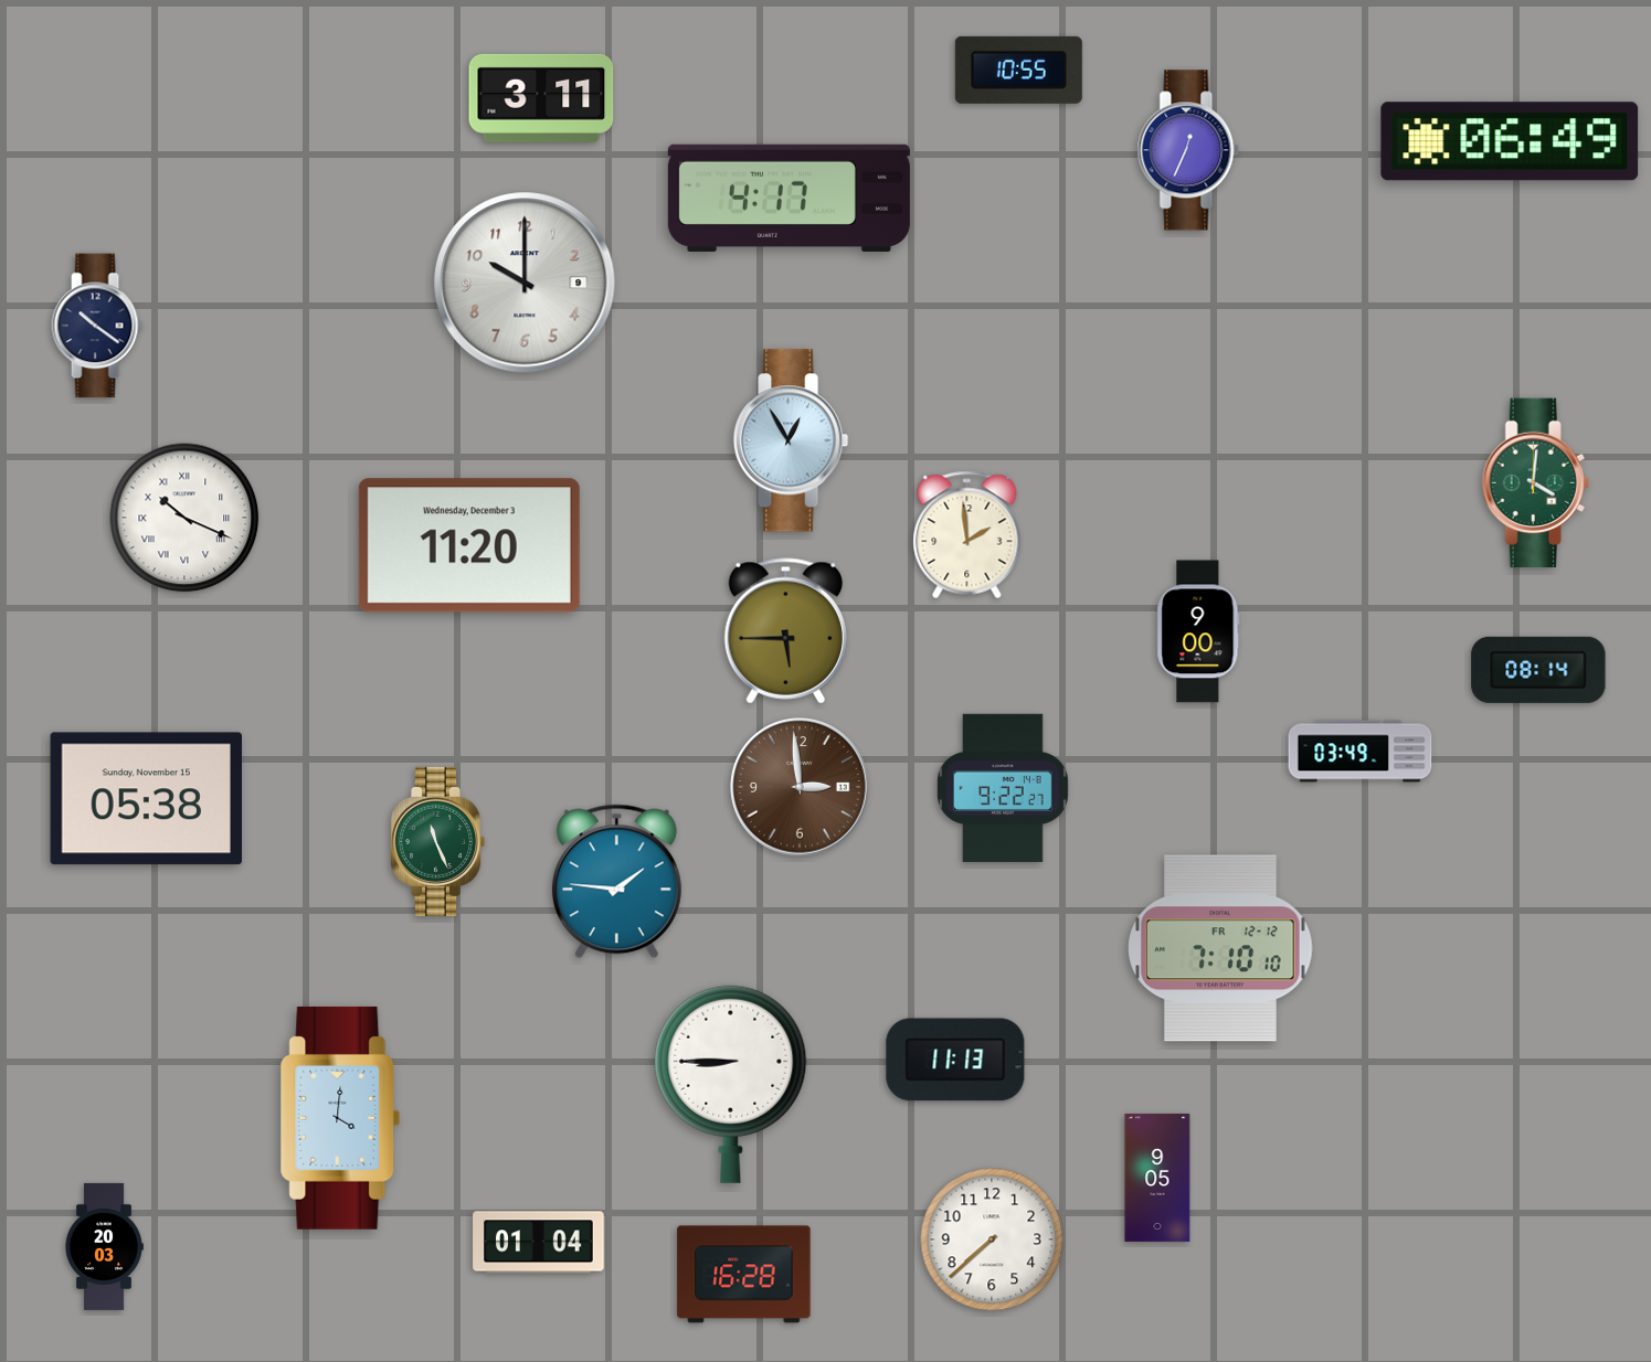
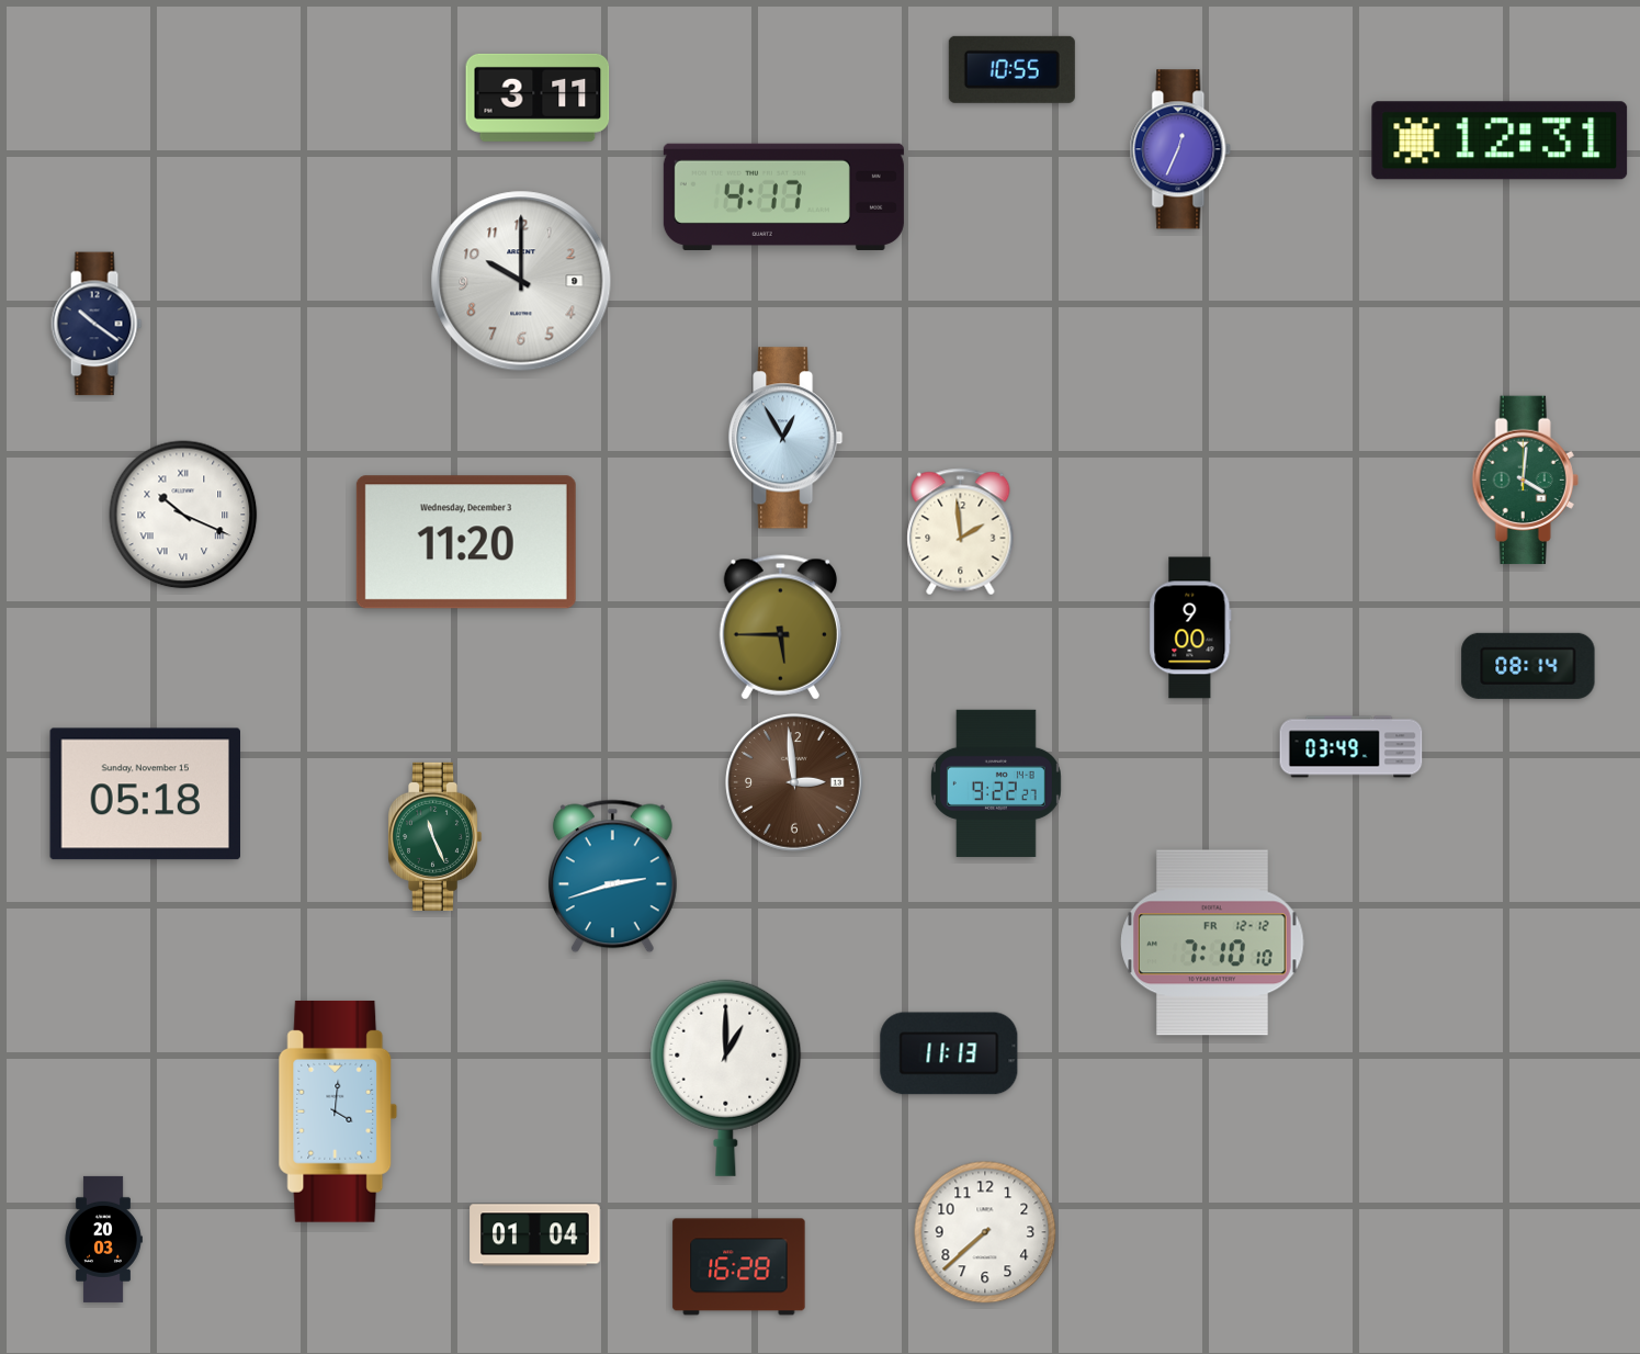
clock at (1510, 141): 06:49 -> 12:31
clock at (146, 799): 05:38 -> 05:18
clock at (616, 882): 1:46 -> 2:42
clock at (731, 1084): 8:45 -> 1:00
clock at (1157, 1178): 9:05 -> none
